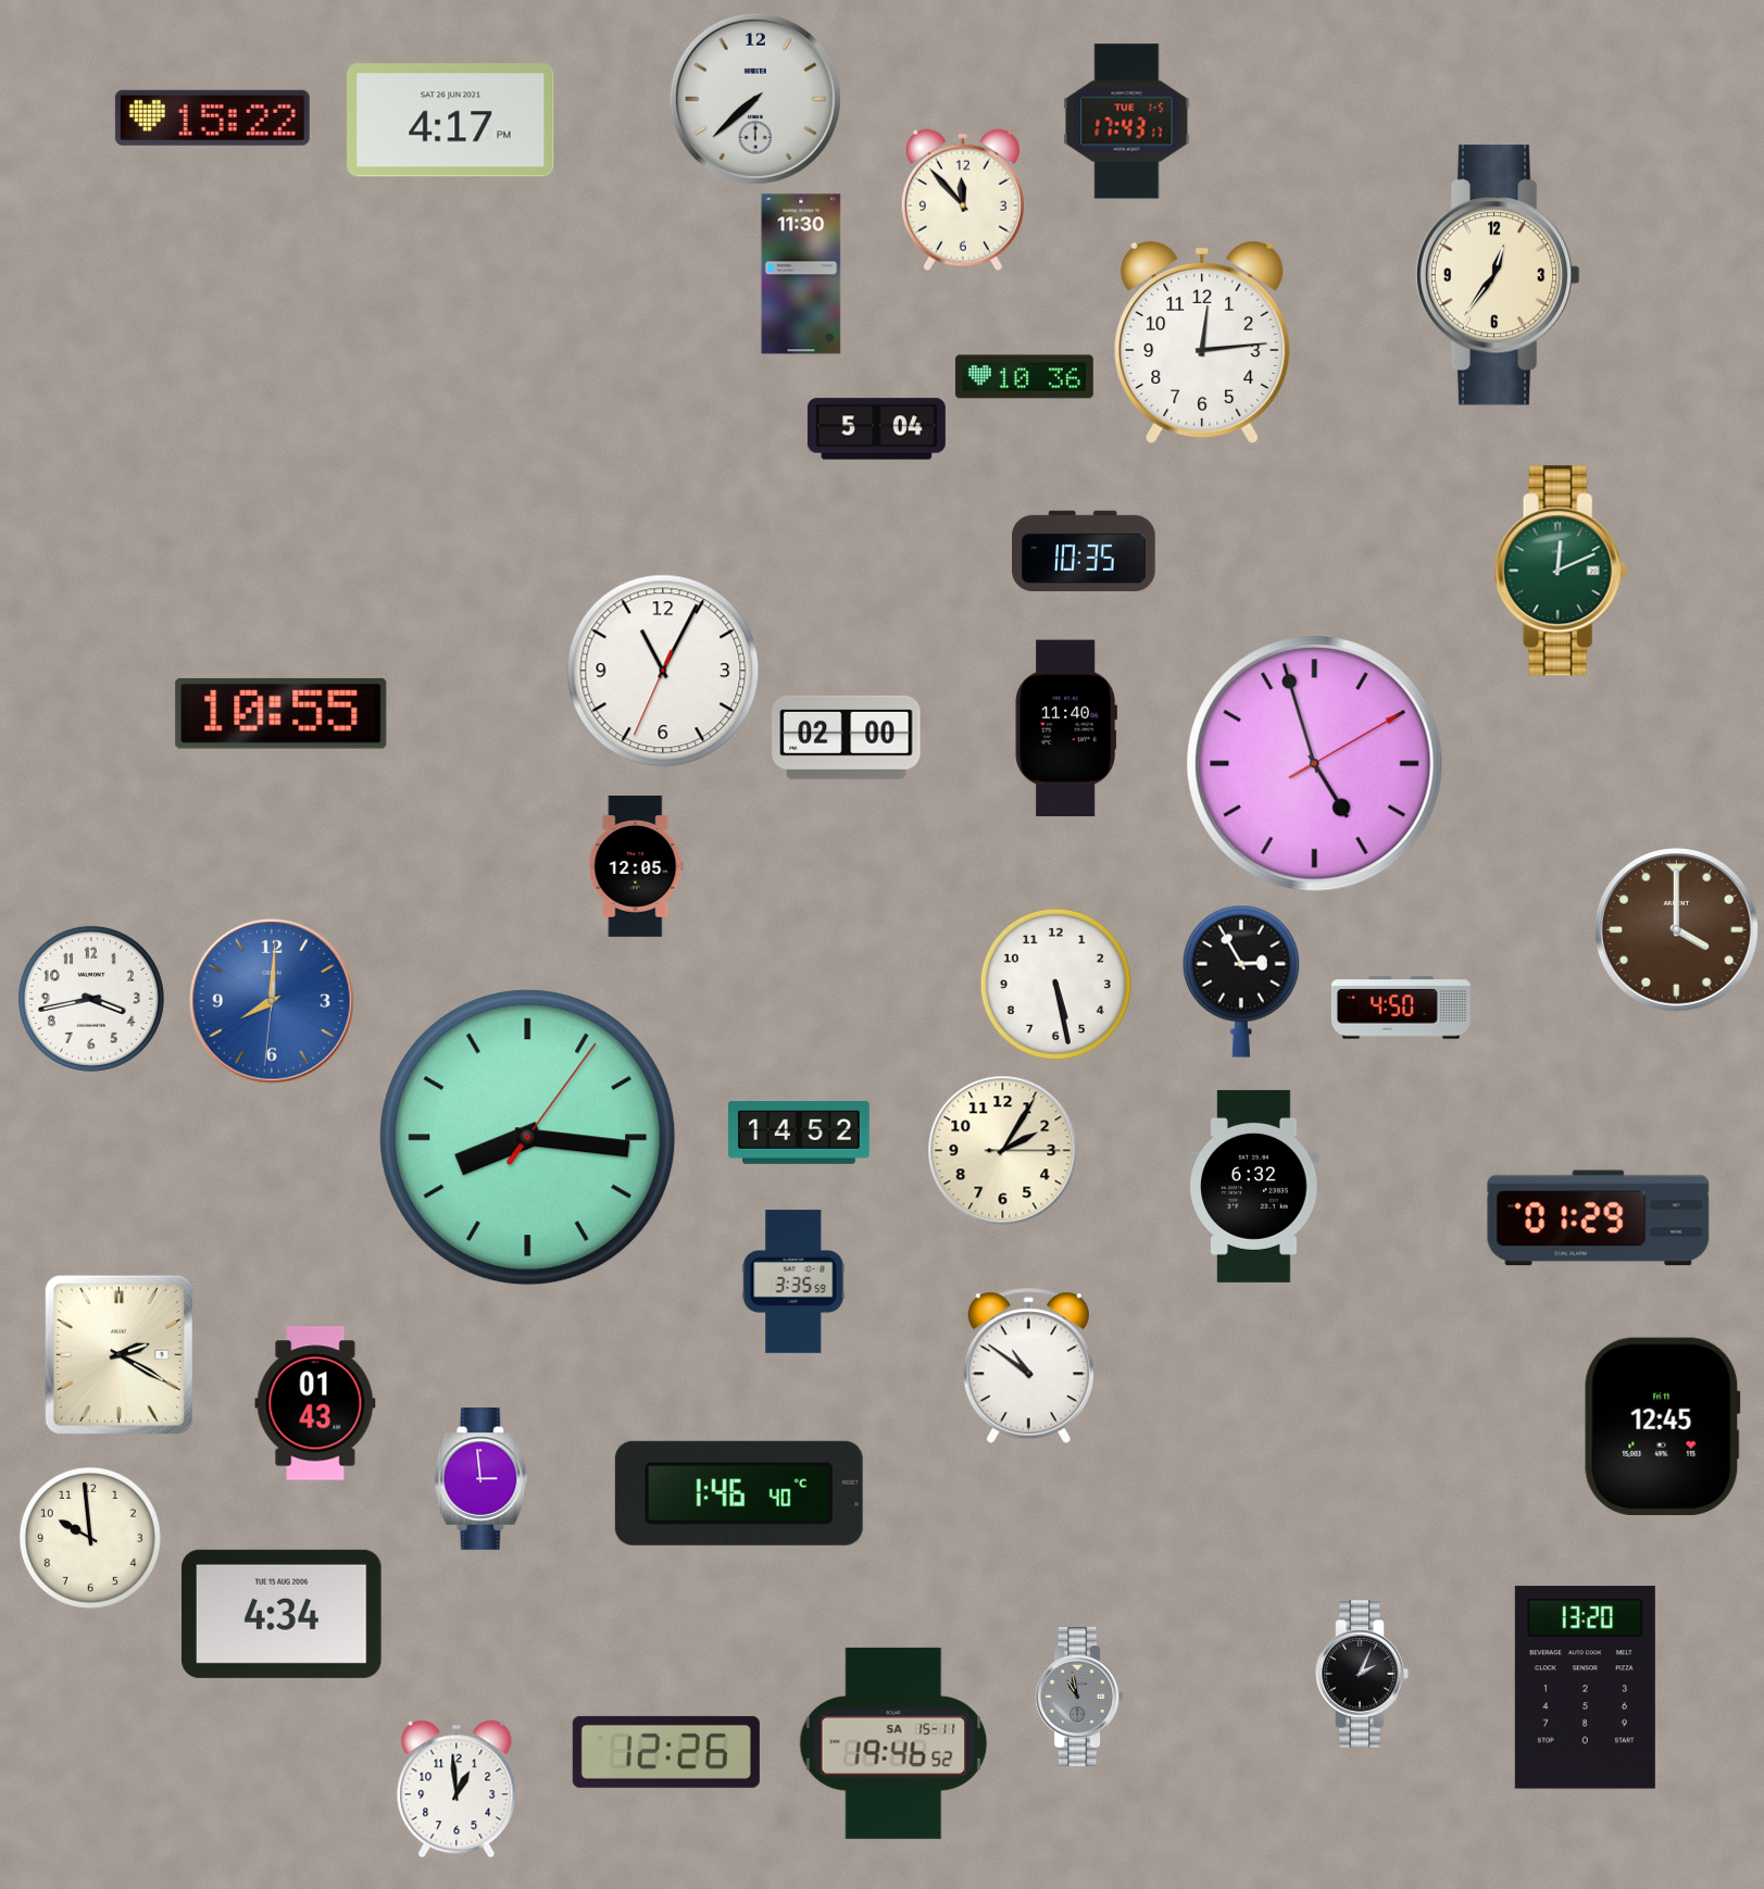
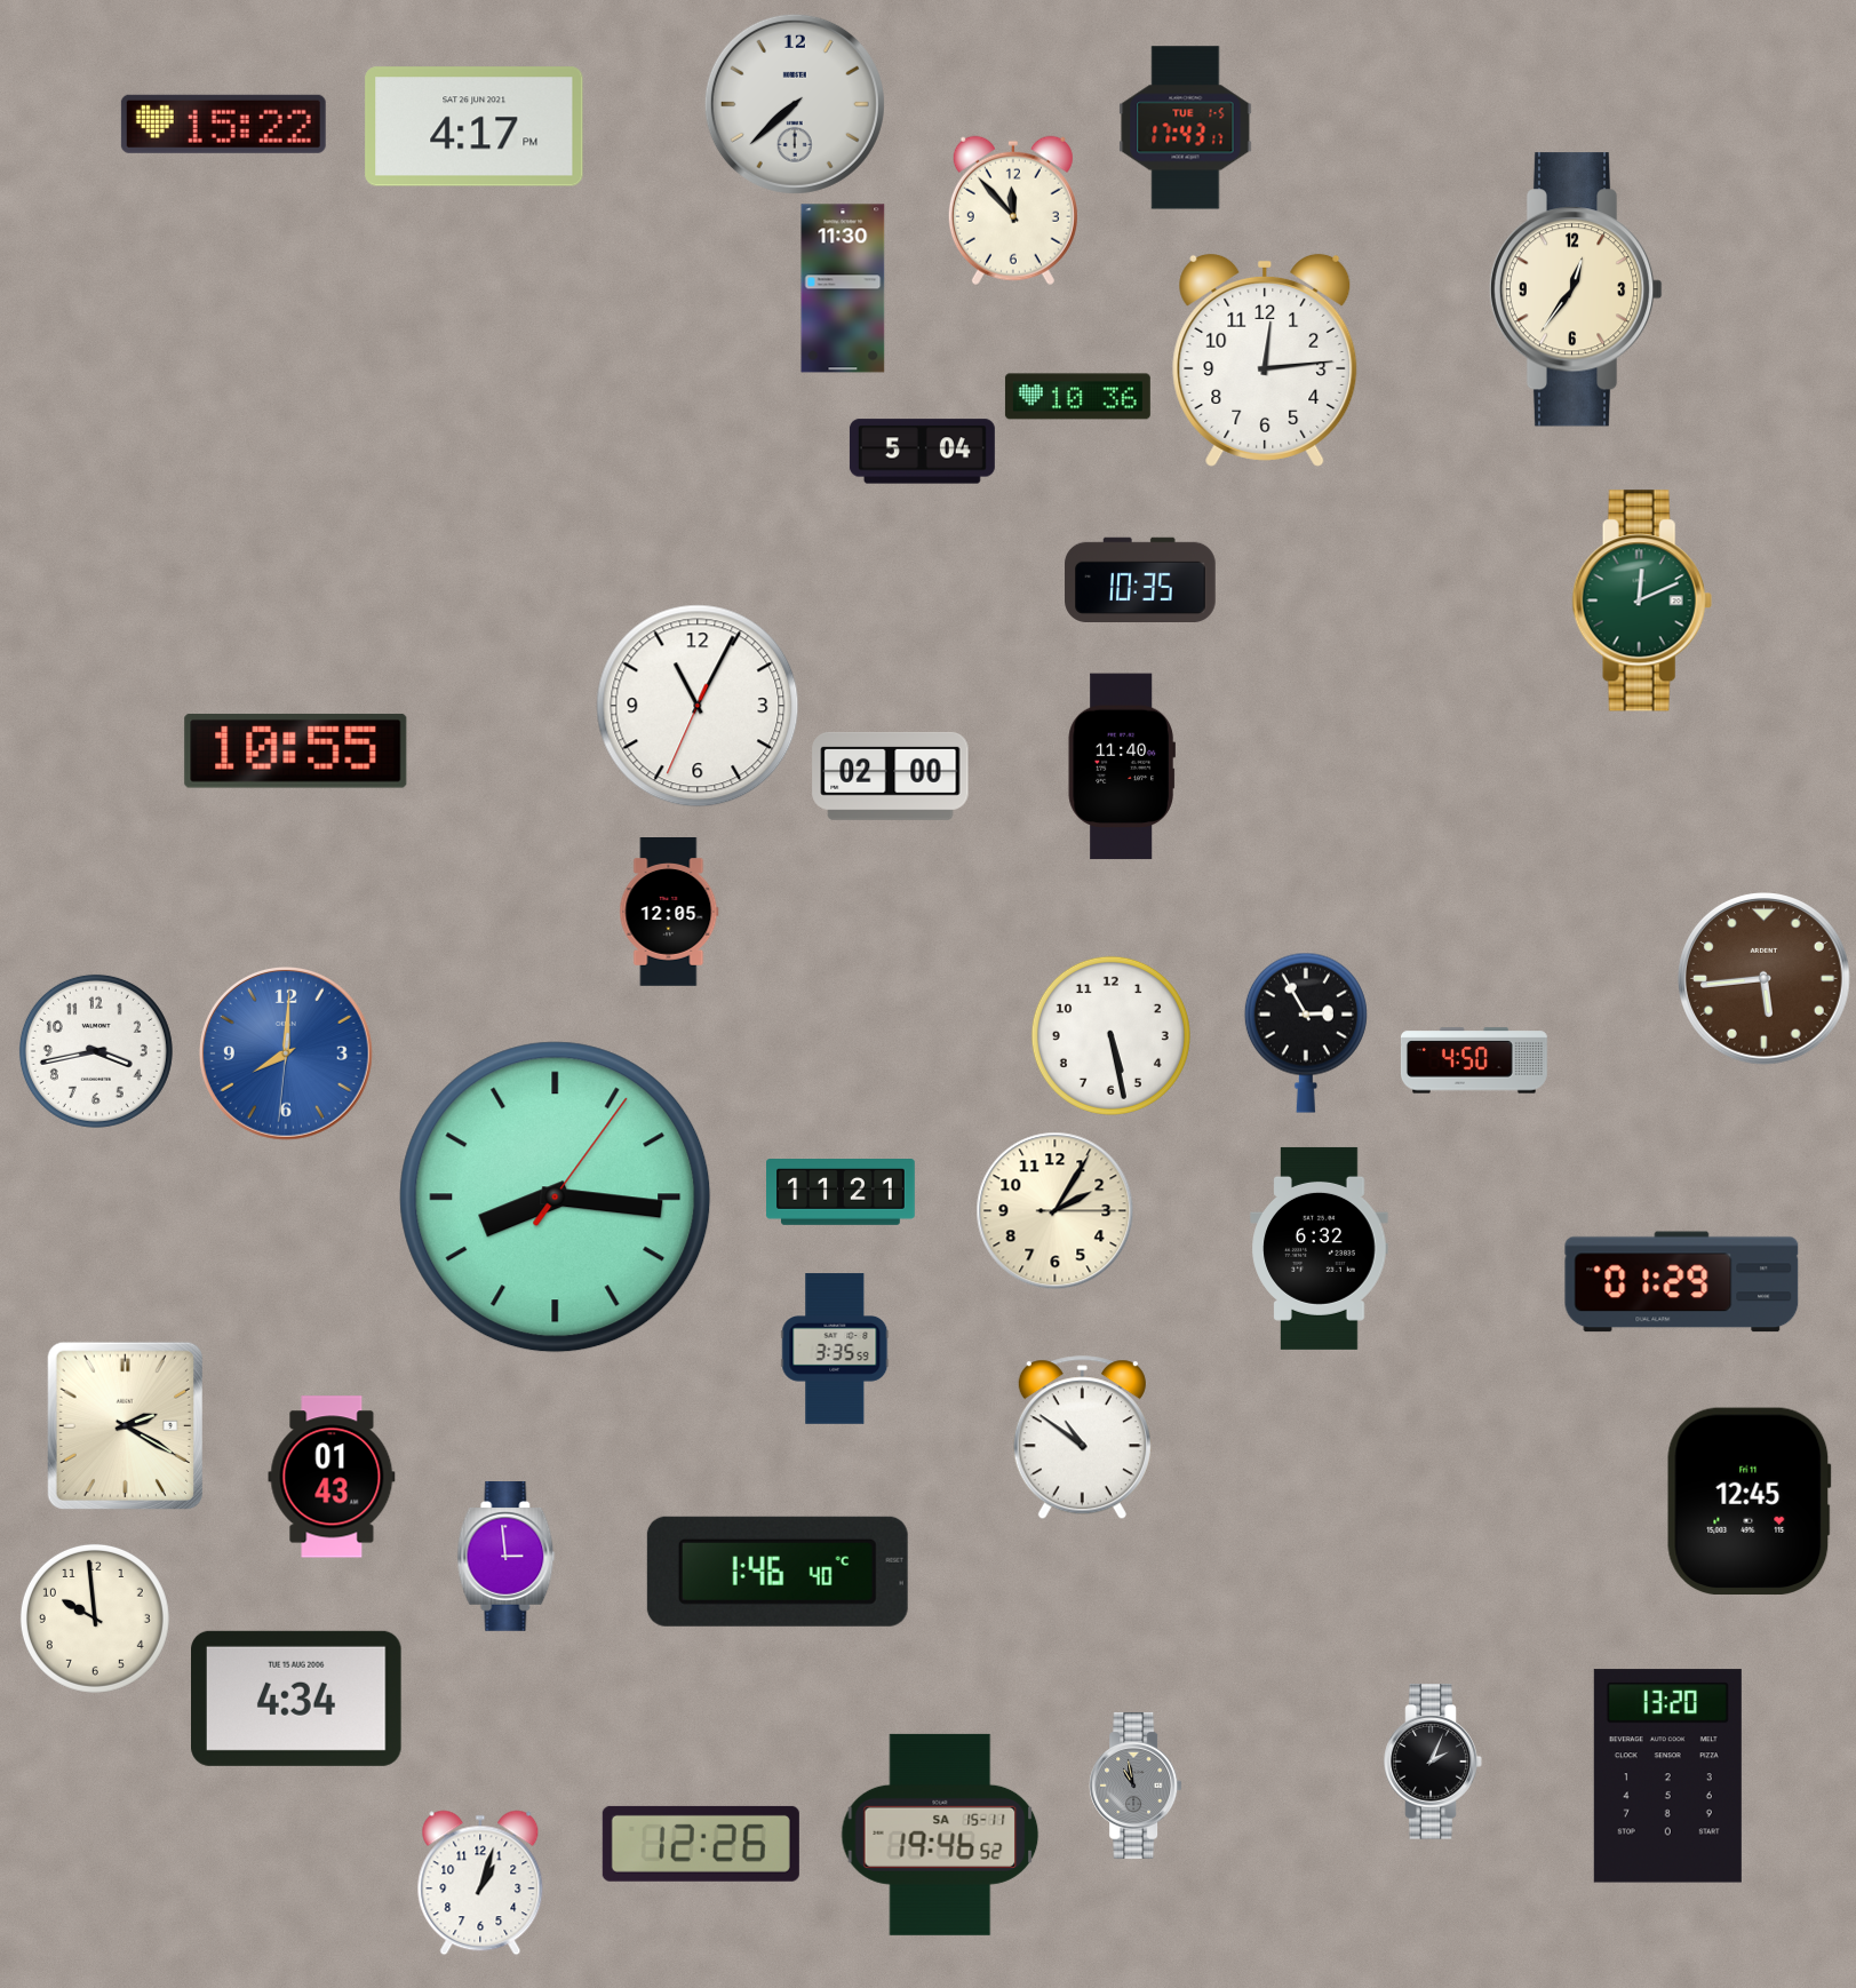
clock at (1315, 764): 4:57 -> none
clock at (1677, 930): 4:00 -> 5:44
clock at (800, 1134): 14:52 -> 11:21
clock at (456, 1789): 12:59 -> 1:03
